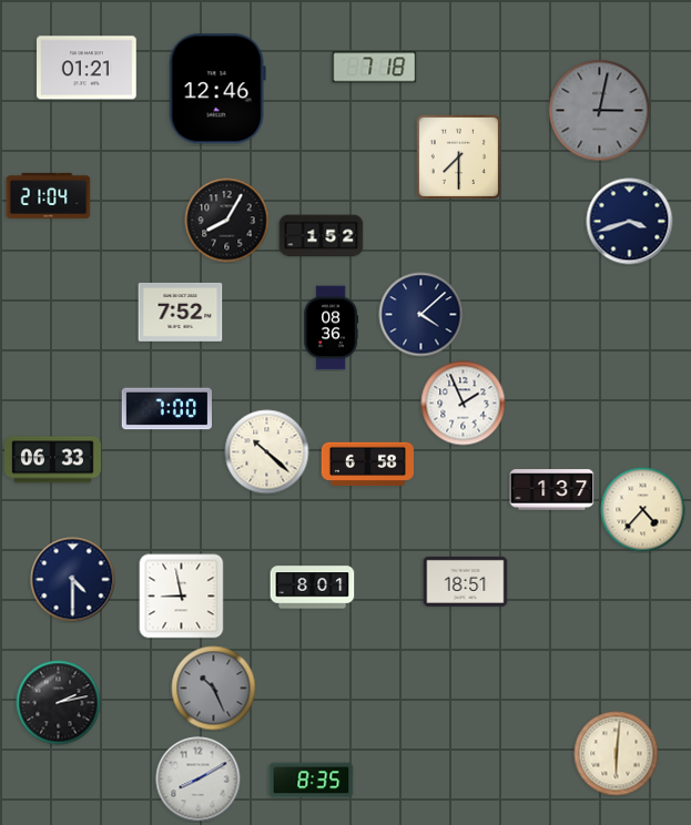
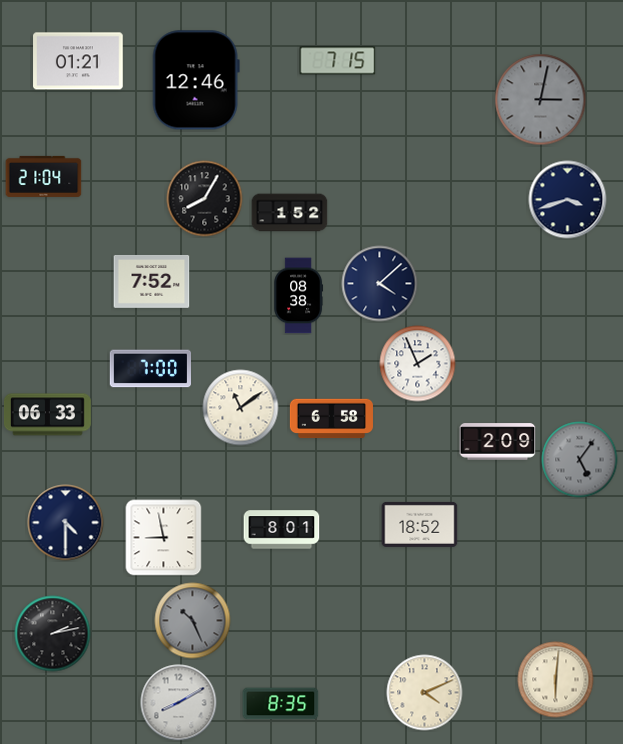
clock at (375, 68): 7:18 -> 7:15
clock at (458, 156): 7:30 -> none
clock at (181, 312) position: (181, 312) -> (152, 281)
clock at (332, 328): 08:36 -> 08:38
clock at (267, 452): 10:22 -> 11:09
clock at (552, 490): 1:37 -> 2:09
clock at (643, 510): 4:37 -> 5:06
clock at (643, 510) dial: cream -> grey
clock at (466, 581): 18:51 -> 18:52
clock at (425, 693): none -> 4:11
